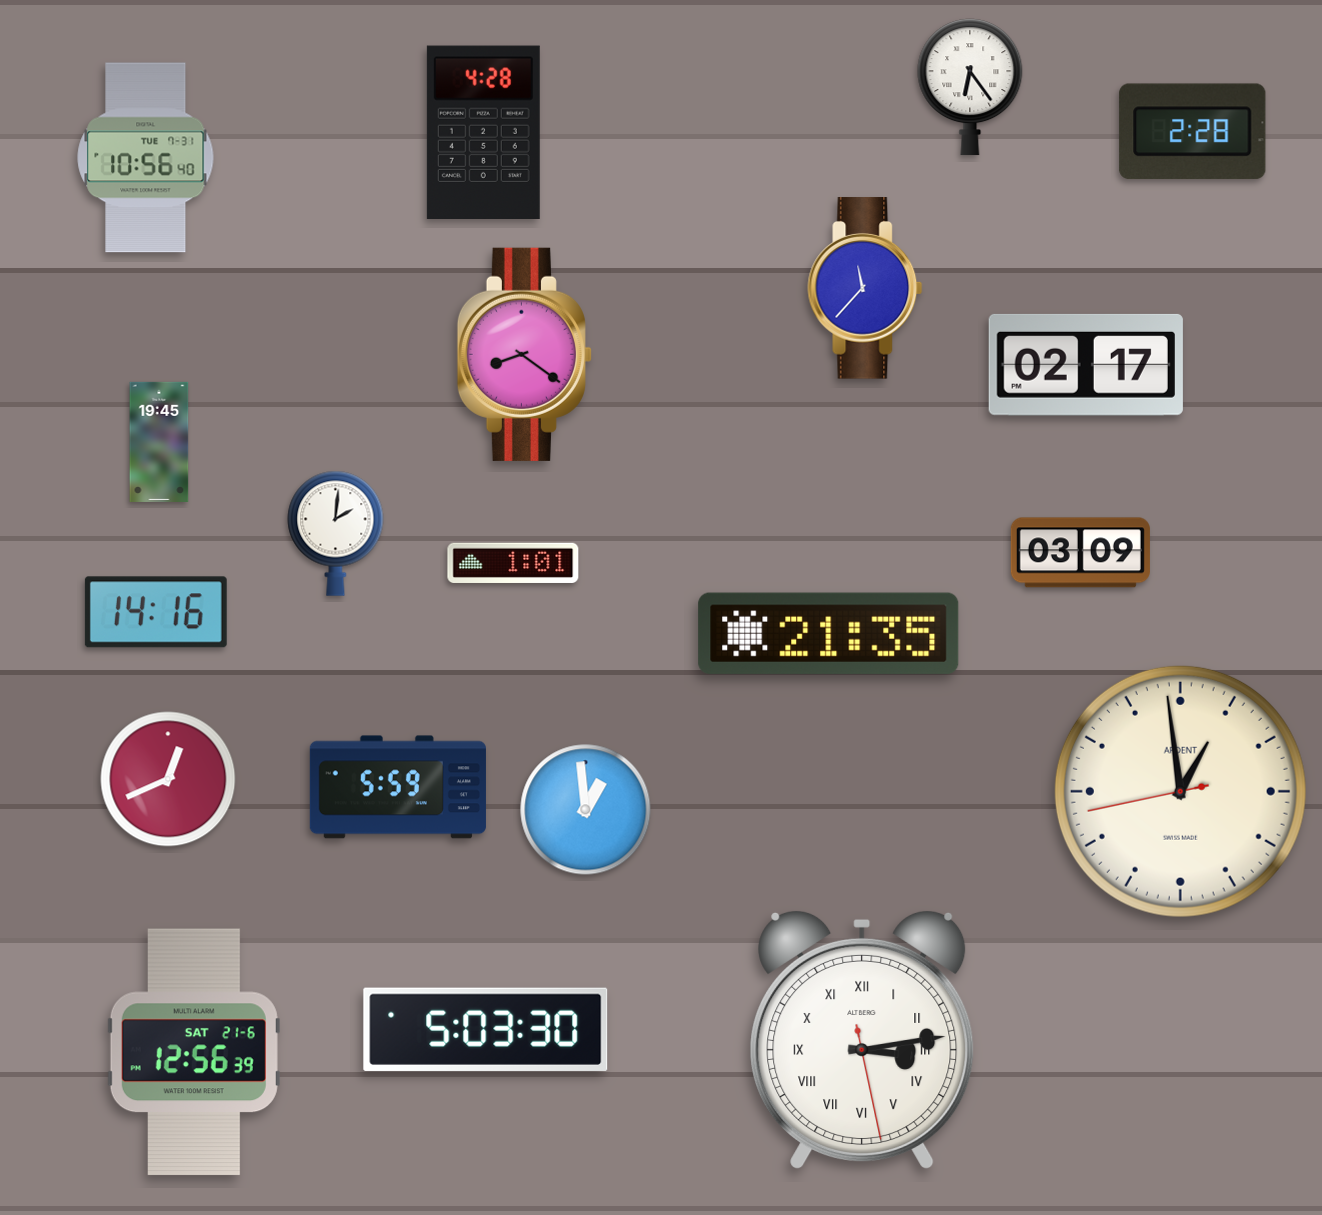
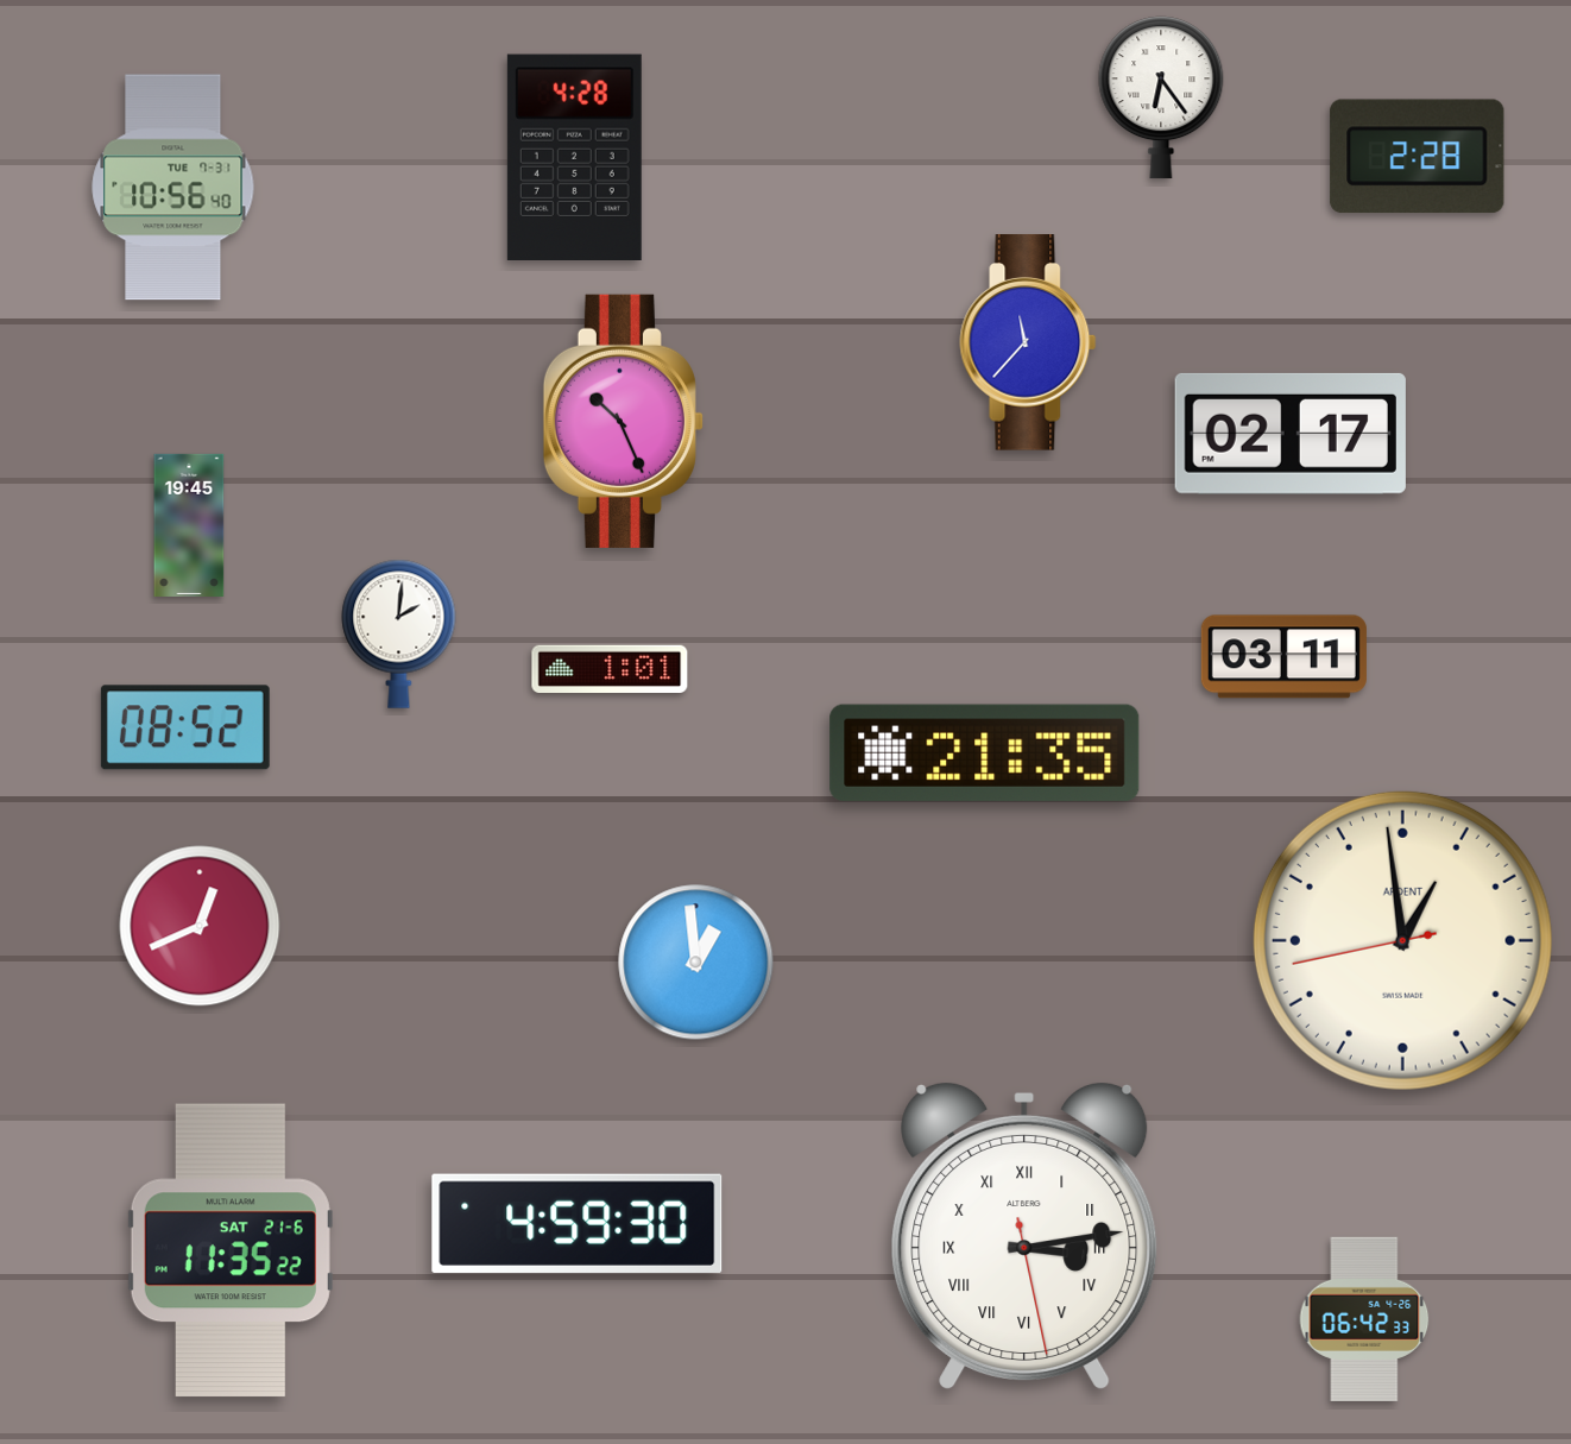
clock at (970, 87) position: (970, 87) -> (1161, 97)
clock at (524, 354): 8:21 -> 10:26
clock at (1080, 553): 03:09 -> 03:11
clock at (156, 612): 14:16 -> 08:52
clock at (398, 787): 5:59 -> none
clock at (486, 1029): 5:03 -> 4:59
clock at (194, 1052): 12:56 -> 11:35
clock at (1364, 1319): none -> 06:42
